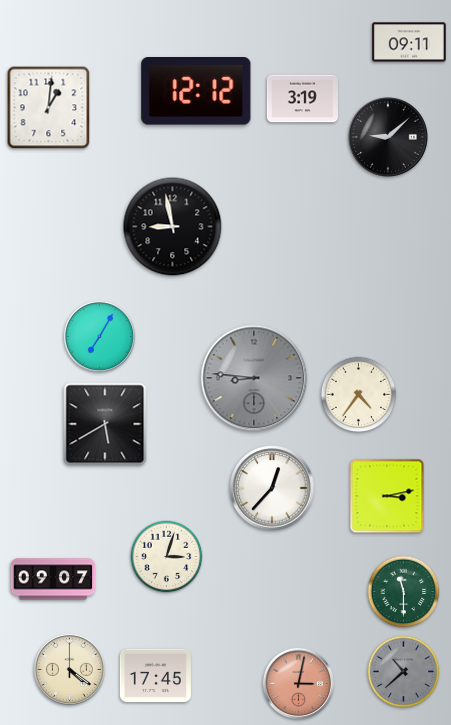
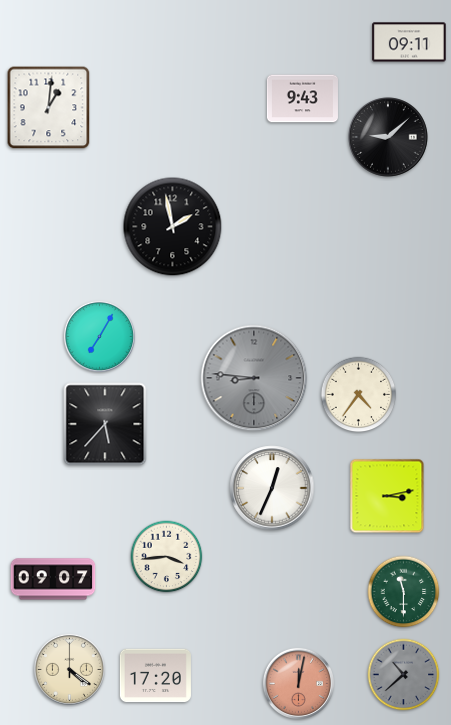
clock at (196, 92): 12:12 -> none
clock at (302, 99): 3:19 -> 9:43
clock at (173, 227): 8:58 -> 1:58
clock at (105, 424): 5:40 -> 5:37
clock at (272, 488): 12:37 -> 12:34
clock at (167, 557): 3:03 -> 3:44
clock at (404, 672) position: (404, 672) -> (404, 675)
clock at (155, 676): 17:45 -> 17:20
clock at (298, 683): 3:02 -> 12:02
